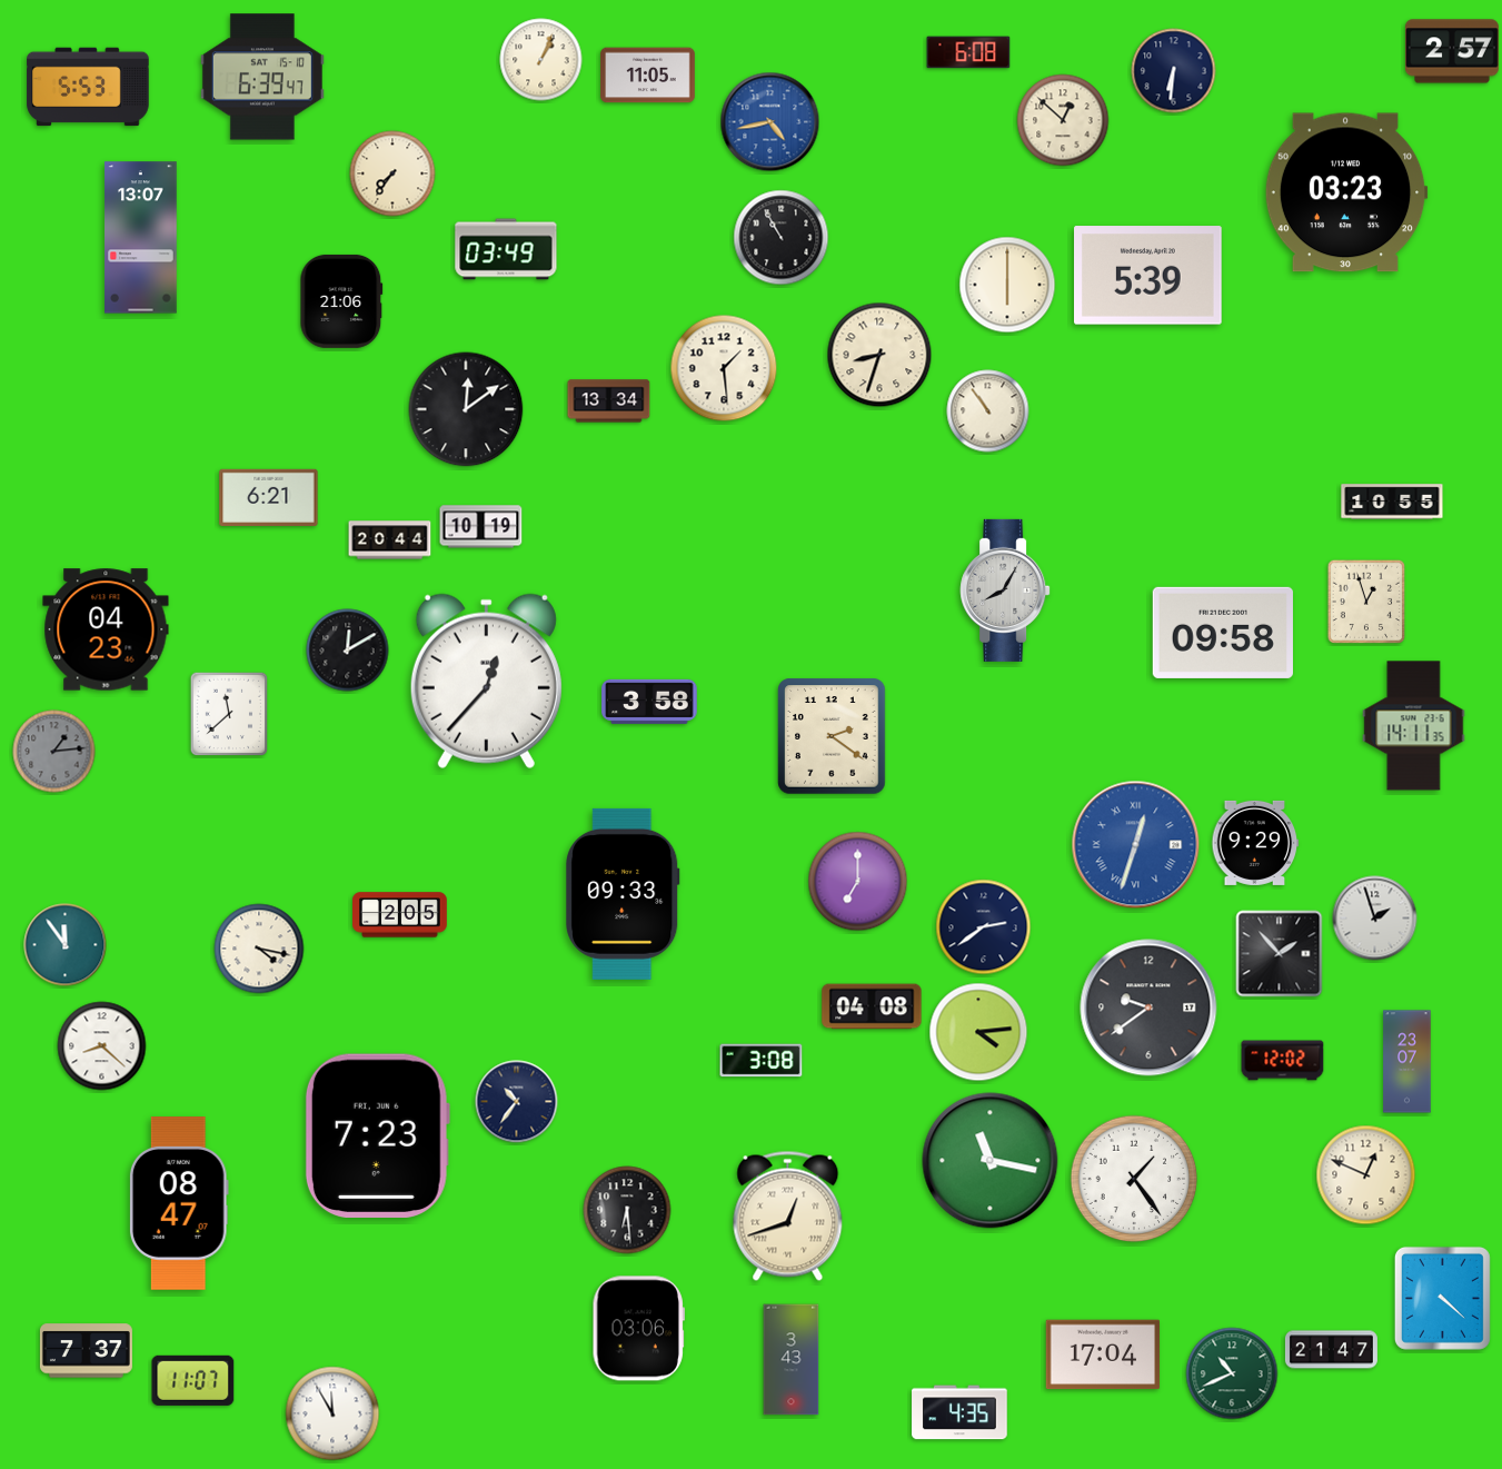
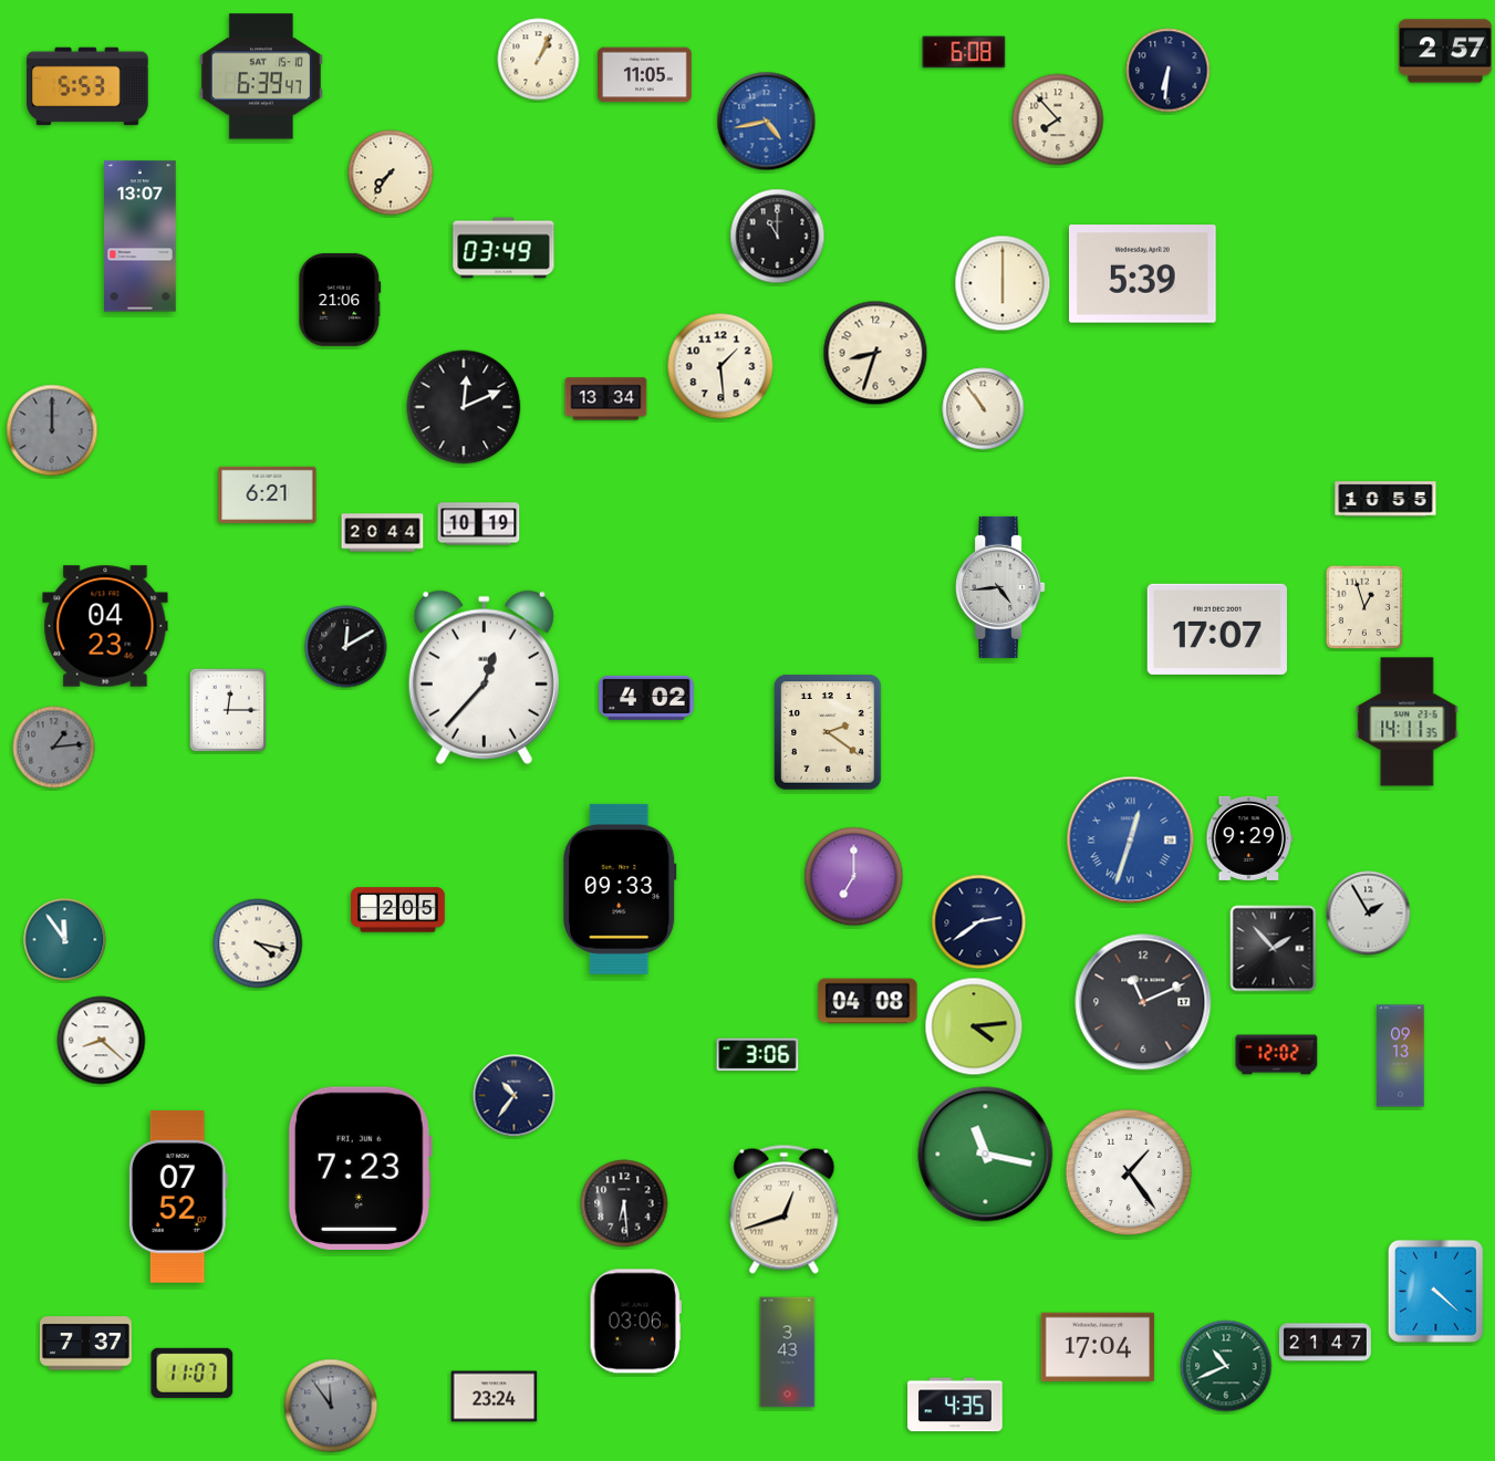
clock at (1063, 120): 12:52 -> 7:53
clock at (1346, 192): 03:23 -> none
clock at (782, 238): 10:55 -> 11:00
clock at (466, 409): 12:09 -> 12:11
clock at (52, 430): none -> 12:00
clock at (390, 540) position: (390, 540) -> (383, 533)
clock at (1005, 590): 8:05 -> 4:44
clock at (1366, 602) position: (1366, 602) -> (1364, 607)
clock at (1222, 633): 09:58 -> 17:07
clock at (649, 702): 3:58 -> 4:02
clock at (229, 714): 11:38 -> 12:15
clock at (1375, 919): 1:57 -> 1:55
clock at (1148, 1008): 9:39 -> 11:11
clock at (762, 1061): 3:08 -> 3:06
clock at (1407, 1062): 23:07 -> 09:13
clock at (377, 1137) position: (377, 1137) -> (360, 1169)
clock at (1366, 1175): 12:49 -> none
clock at (179, 1204): 08:47 -> 07:52
clock at (495, 1397): none -> 23:24
clock at (332, 1413): 11:55 -> 11:54
clock at (332, 1413) dial: white -> grey
